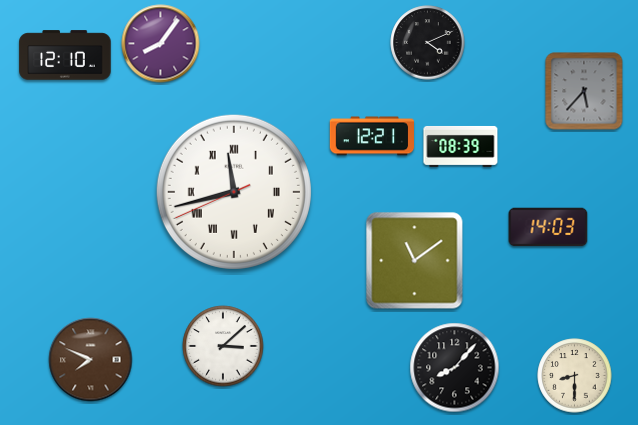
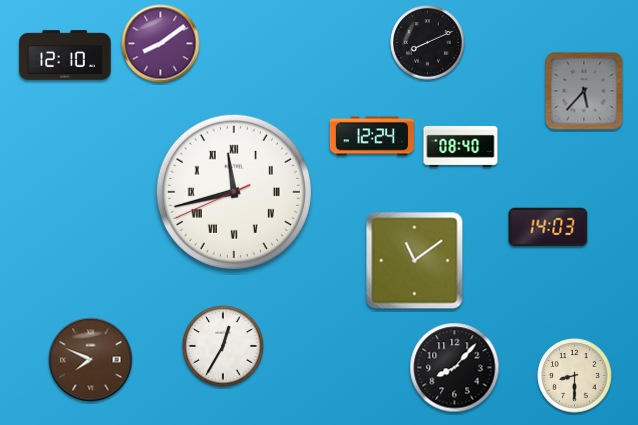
clock at (428, 43): 4:11 -> 8:11
clock at (161, 44): 8:06 -> 8:09
clock at (372, 136): 12:21 -> 12:24
clock at (461, 146): 08:39 -> 08:40
clock at (223, 346): 3:08 -> 12:35
